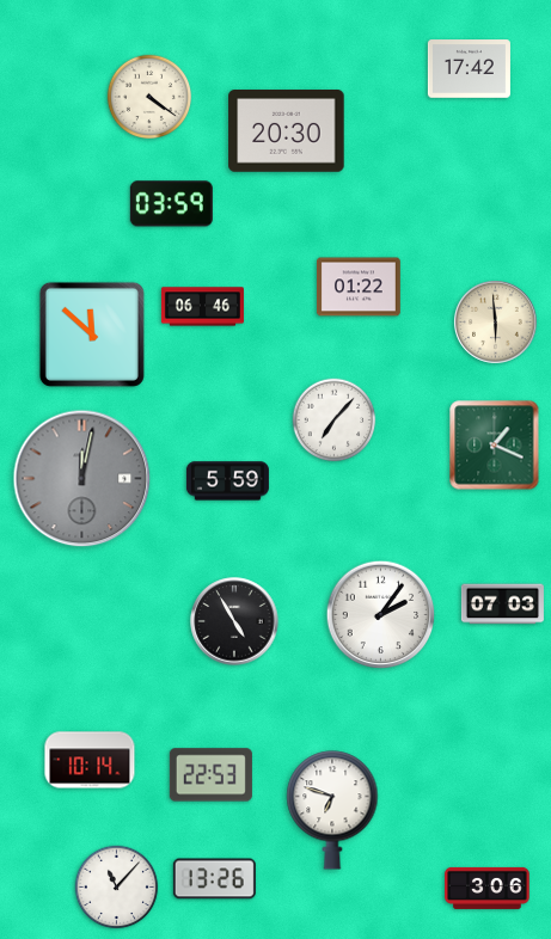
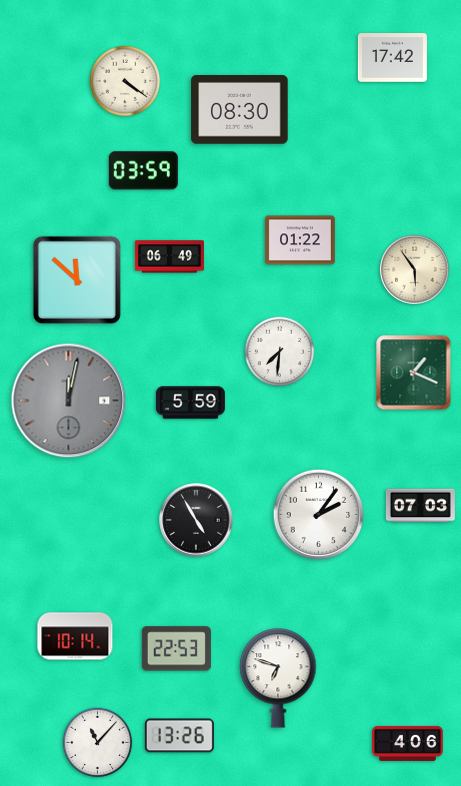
clock at (287, 131): 20:30 -> 08:30
clock at (202, 307): 06:46 -> 06:49
clock at (496, 323): 5:59 -> 5:54
clock at (335, 421): 7:07 -> 7:31
clock at (488, 888): 3:06 -> 4:06
